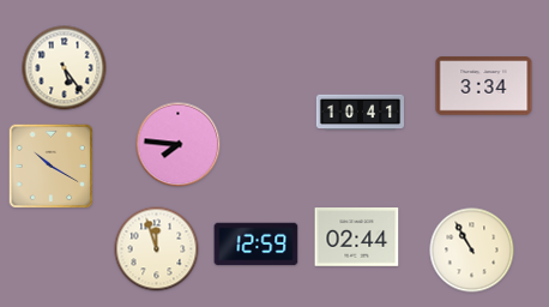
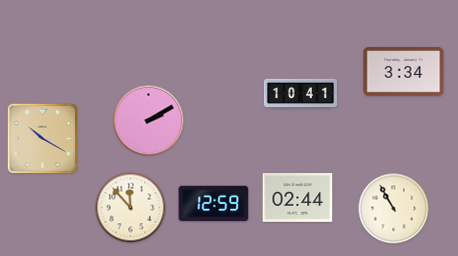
clock at (65, 68): 5:24 -> none
clock at (179, 145): 7:46 -> 2:10
clock at (157, 249): 11:57 -> 11:53
